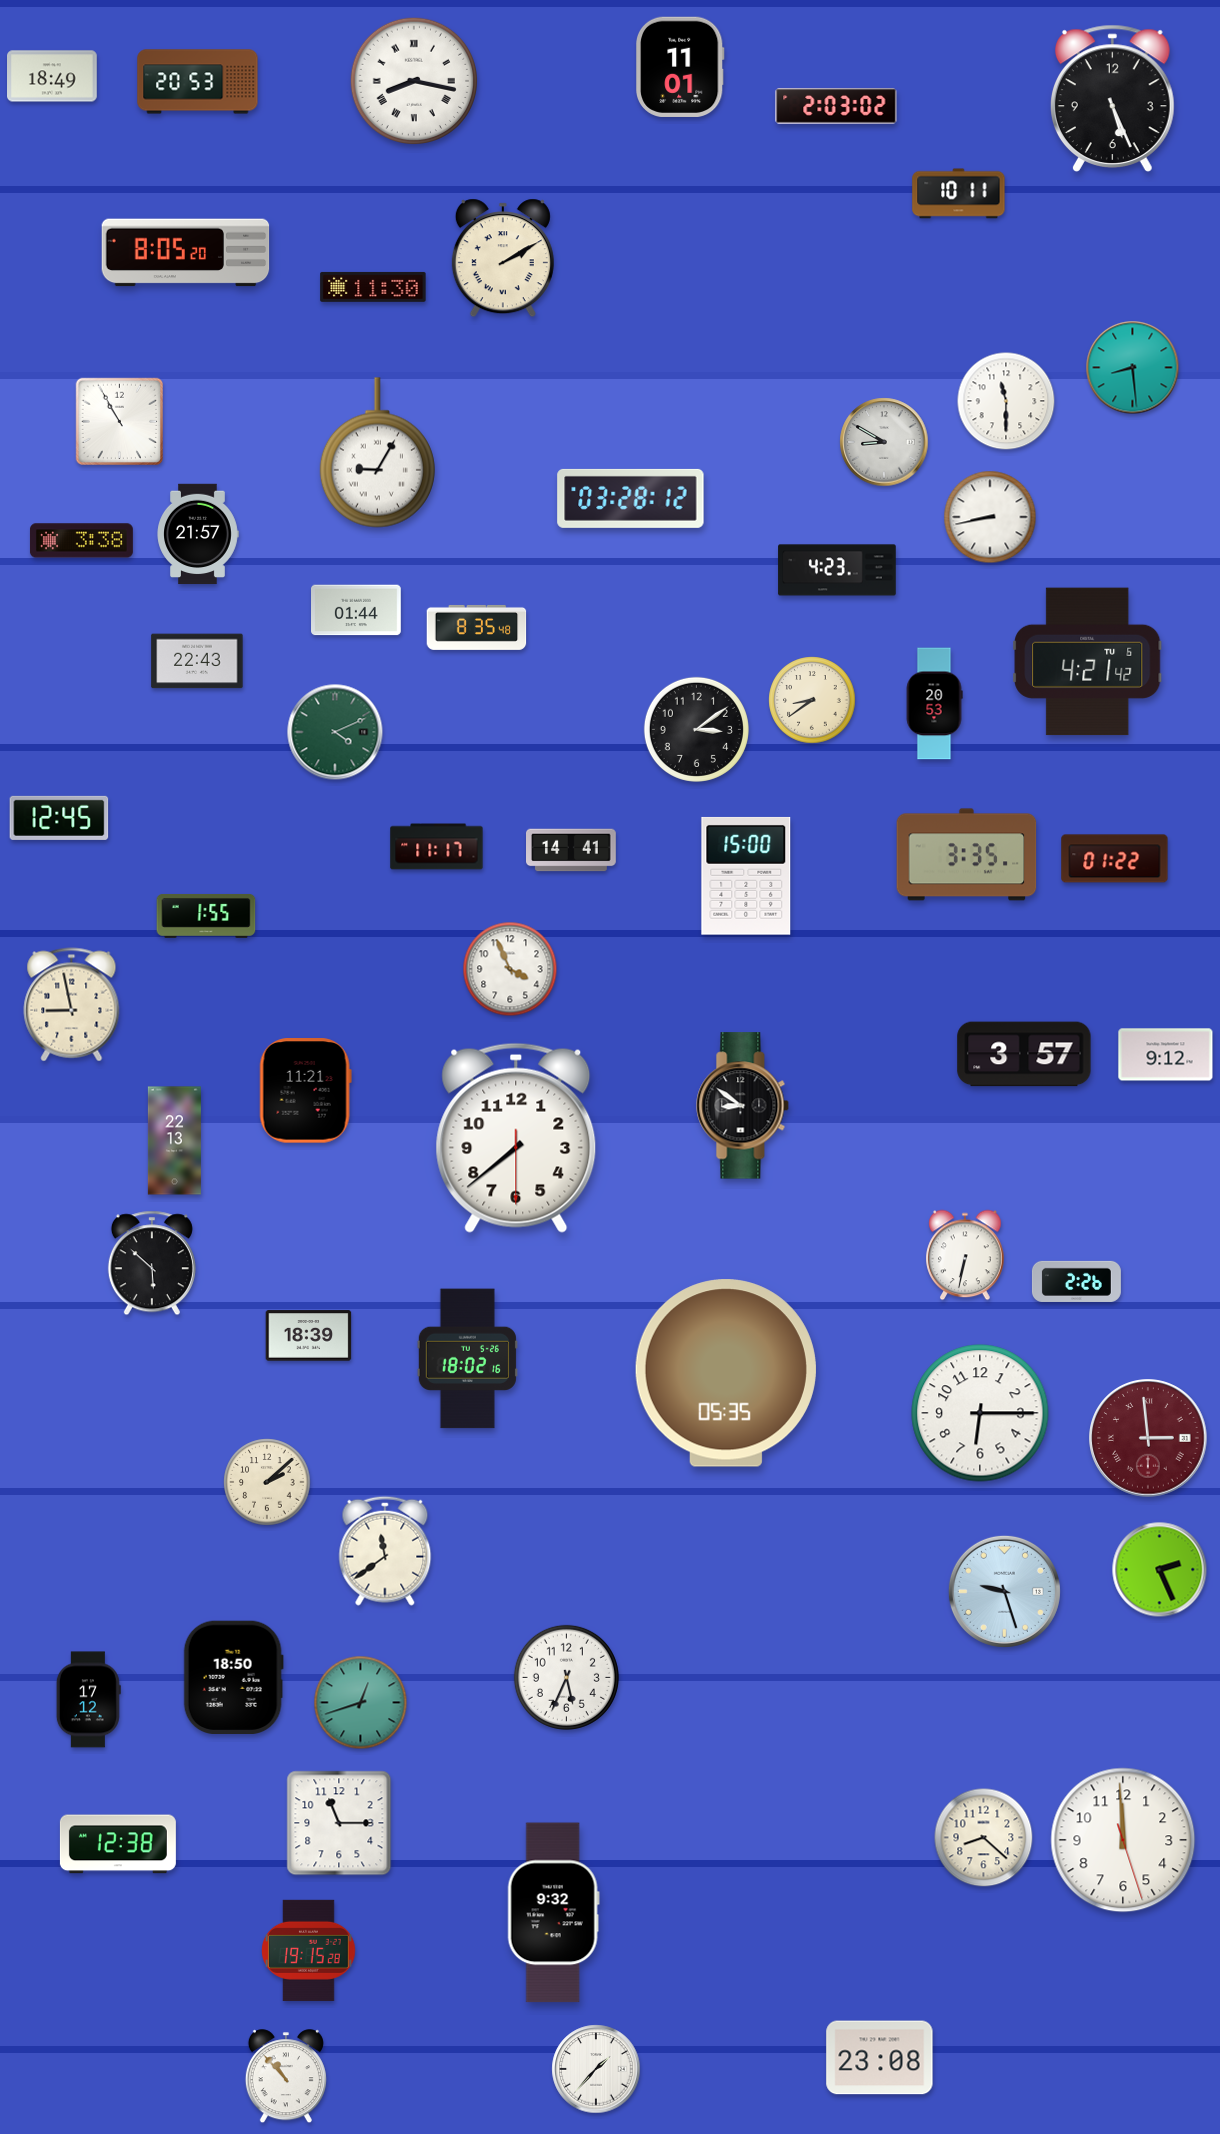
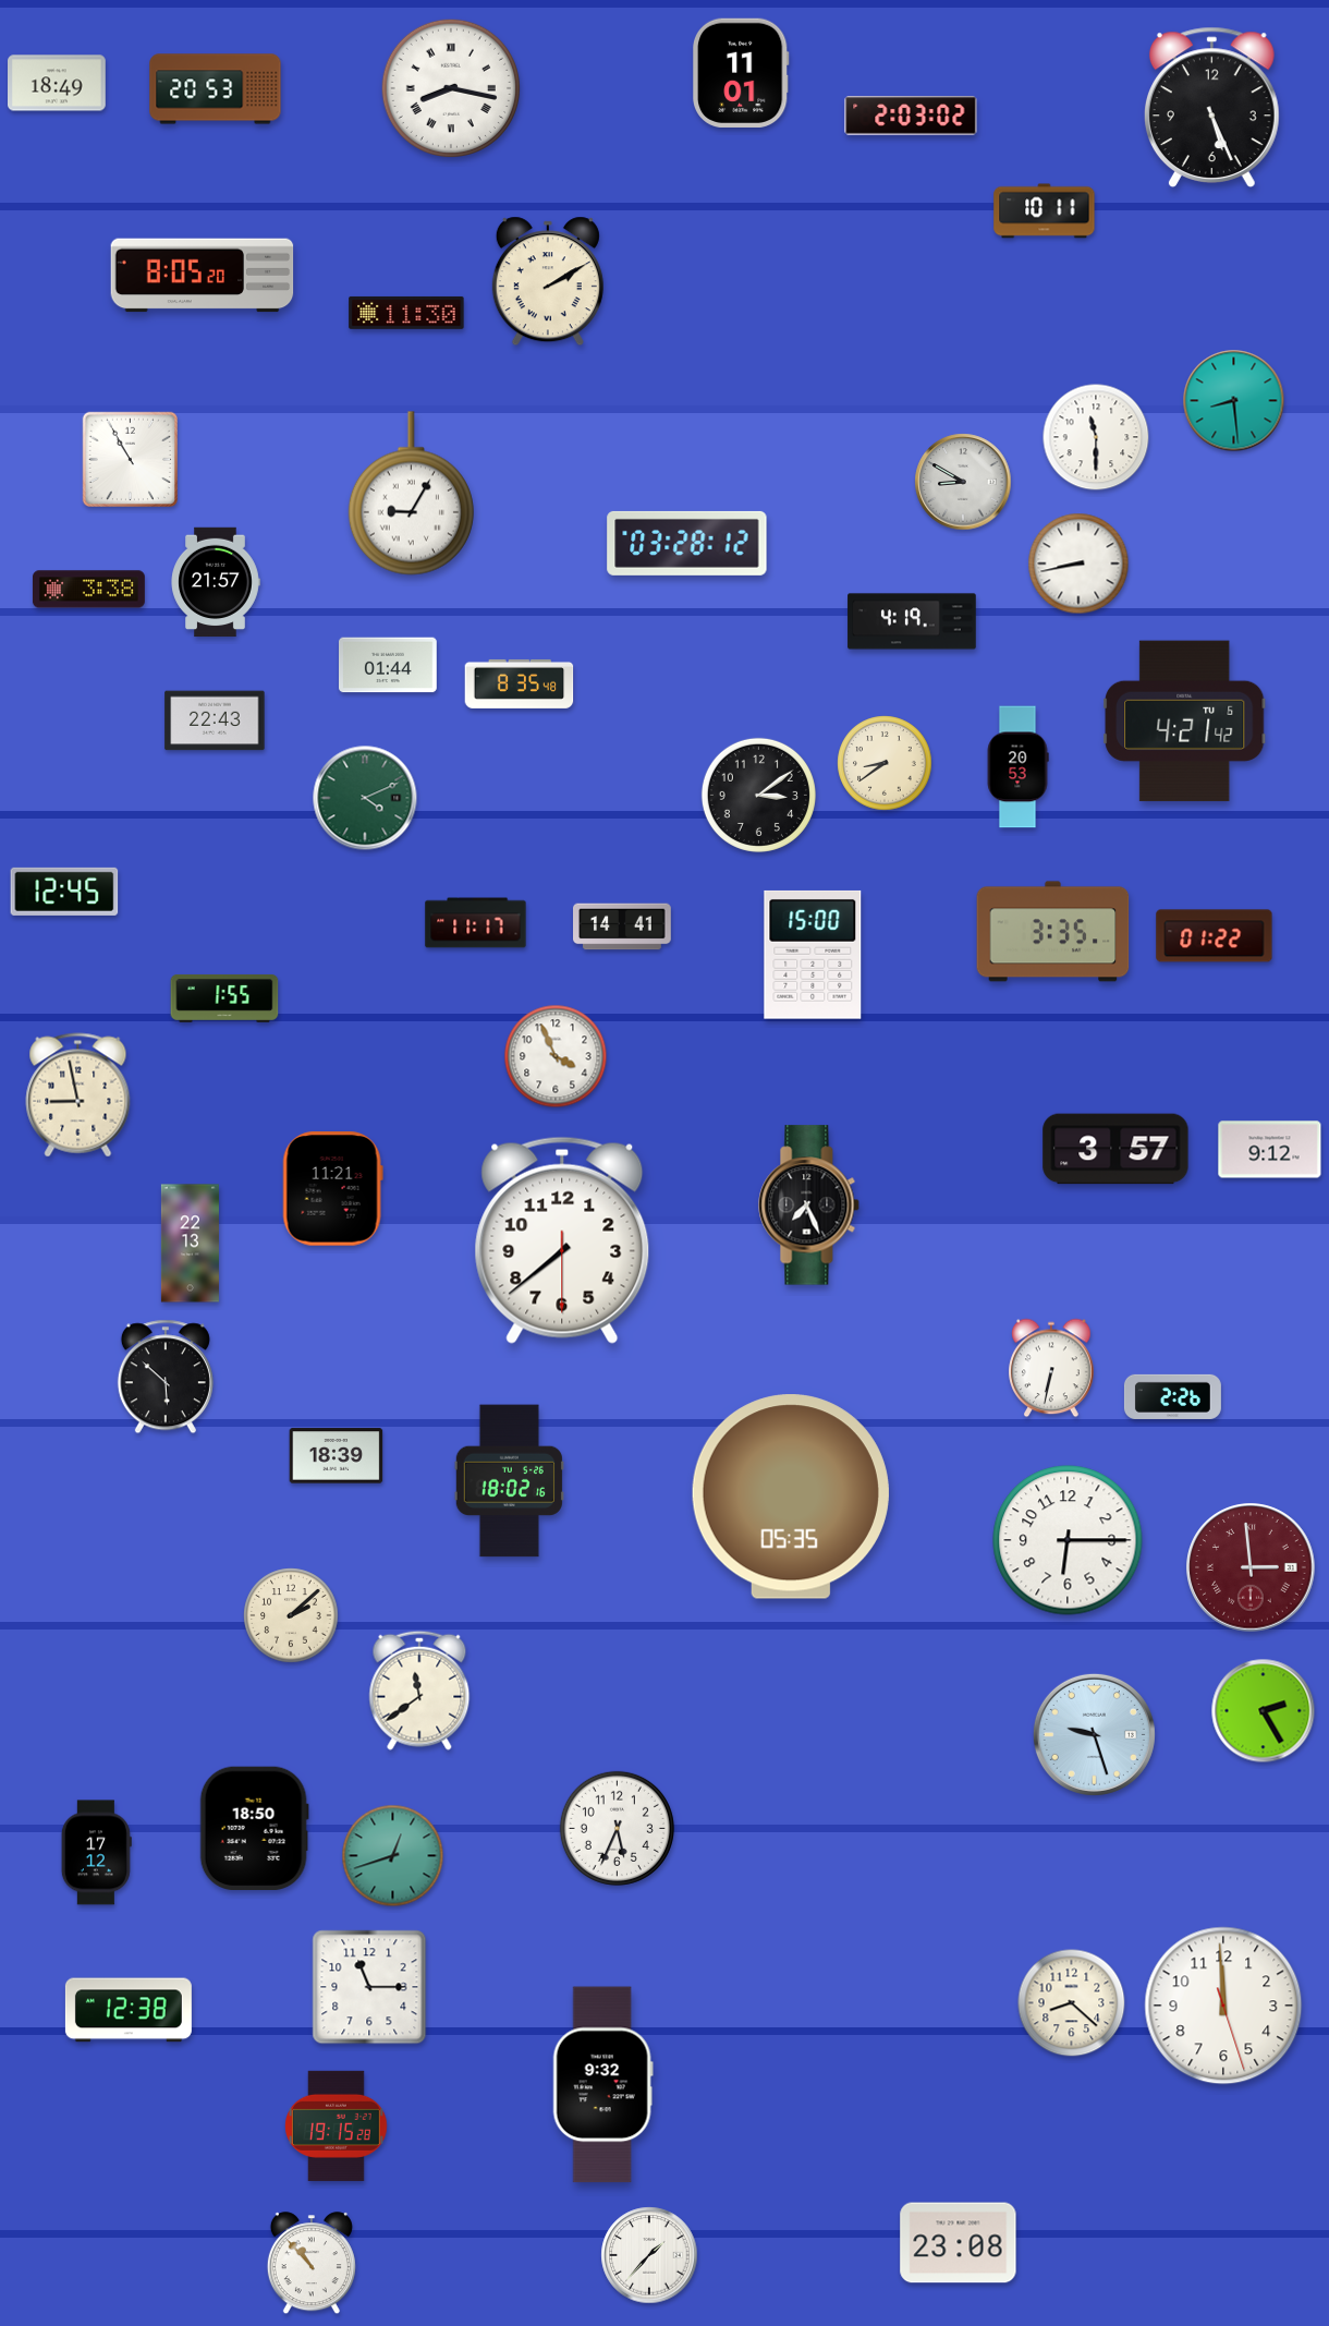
clock at (837, 570): 4:23 -> 4:19
clock at (743, 1106): 8:51 -> 7:26
clock at (1160, 1570): 2:26 -> 2:25
